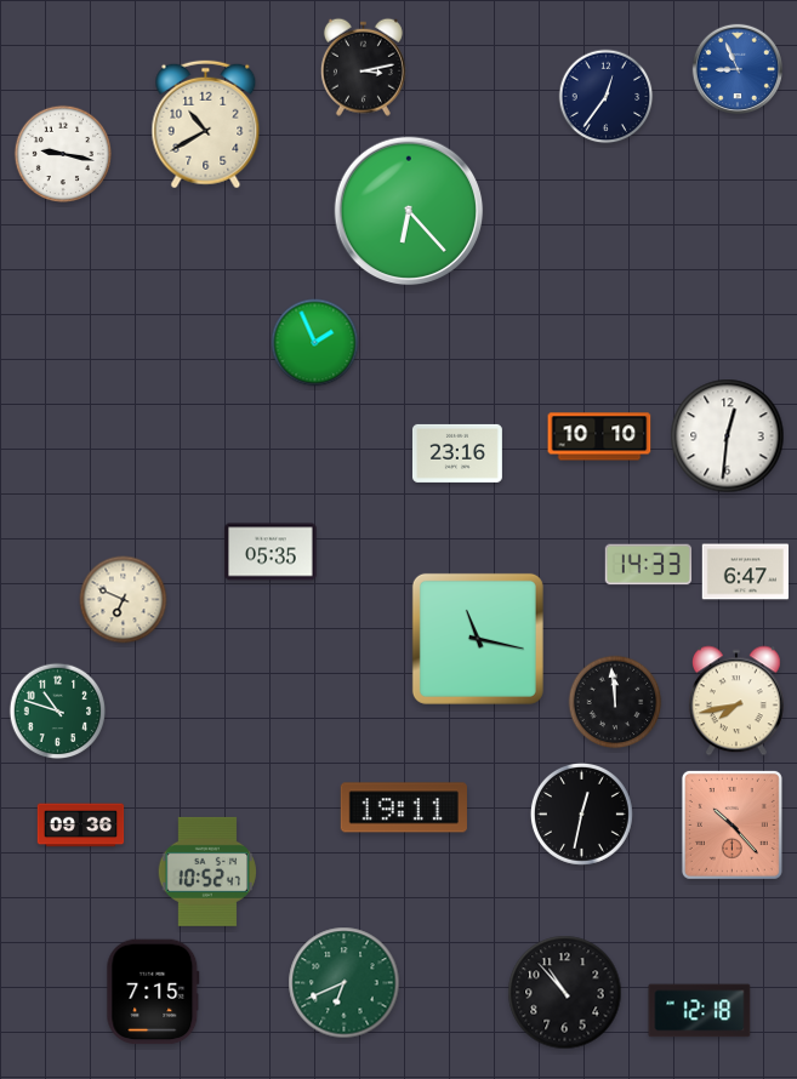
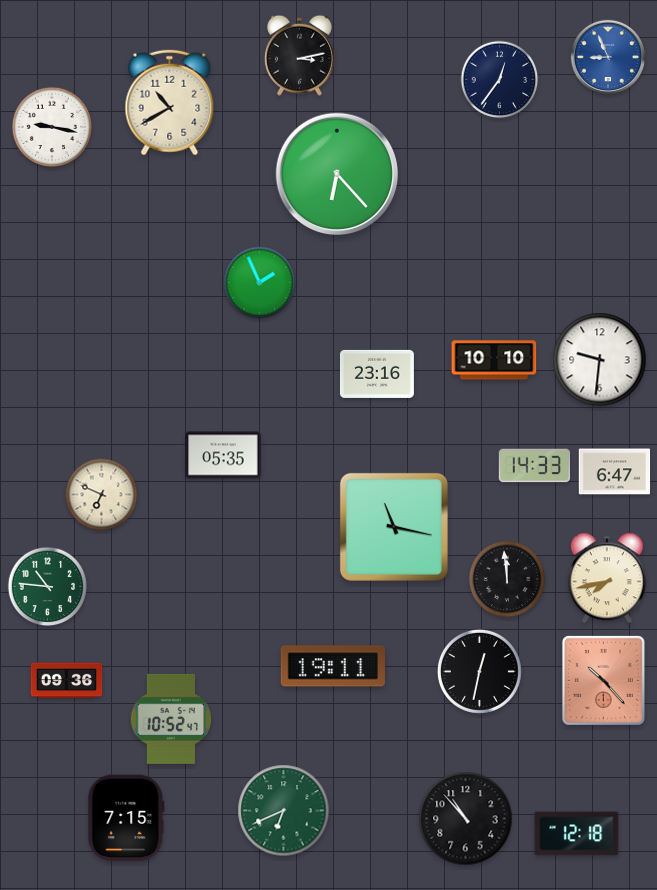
clock at (728, 436): 12:31 -> 9:31
clock at (58, 712): 10:48 -> 10:46
